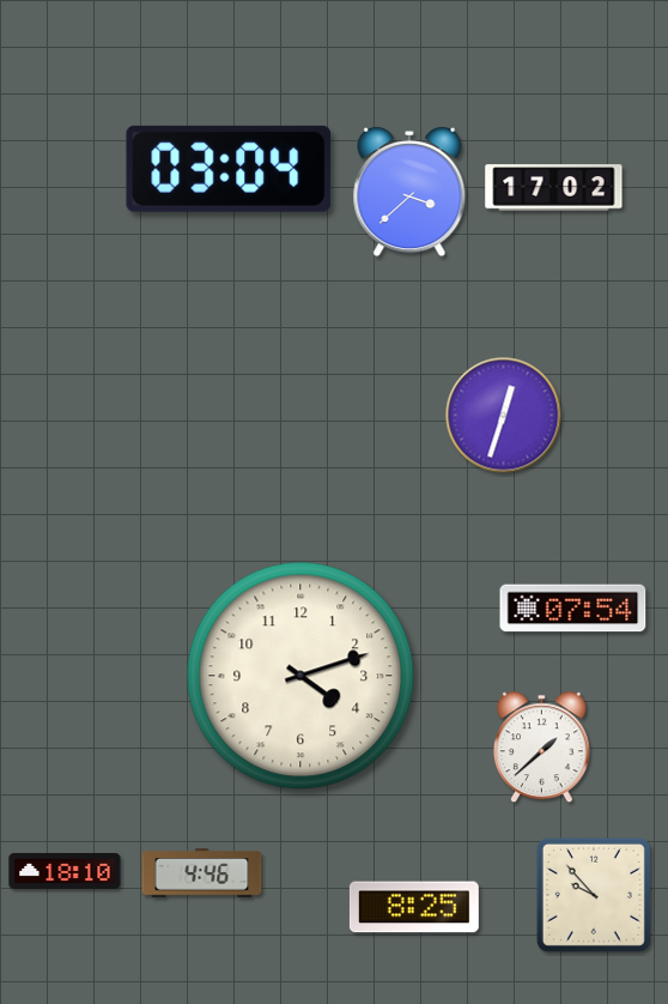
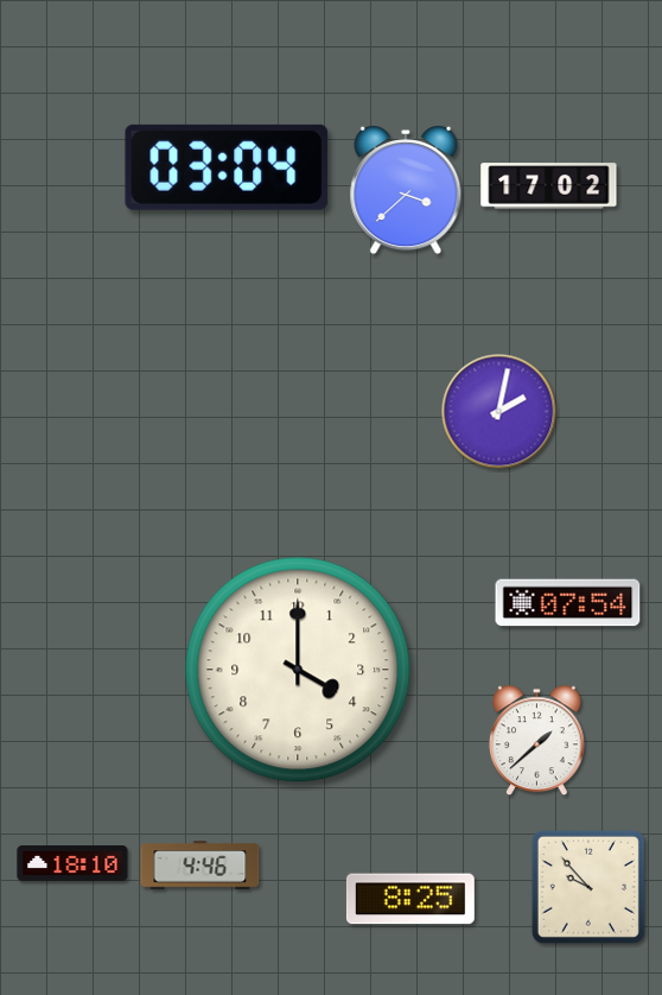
clock at (504, 416): 12:33 -> 2:02
clock at (300, 676): 4:12 -> 4:00
clock at (65, 871) position: (65, 871) -> (72, 863)
